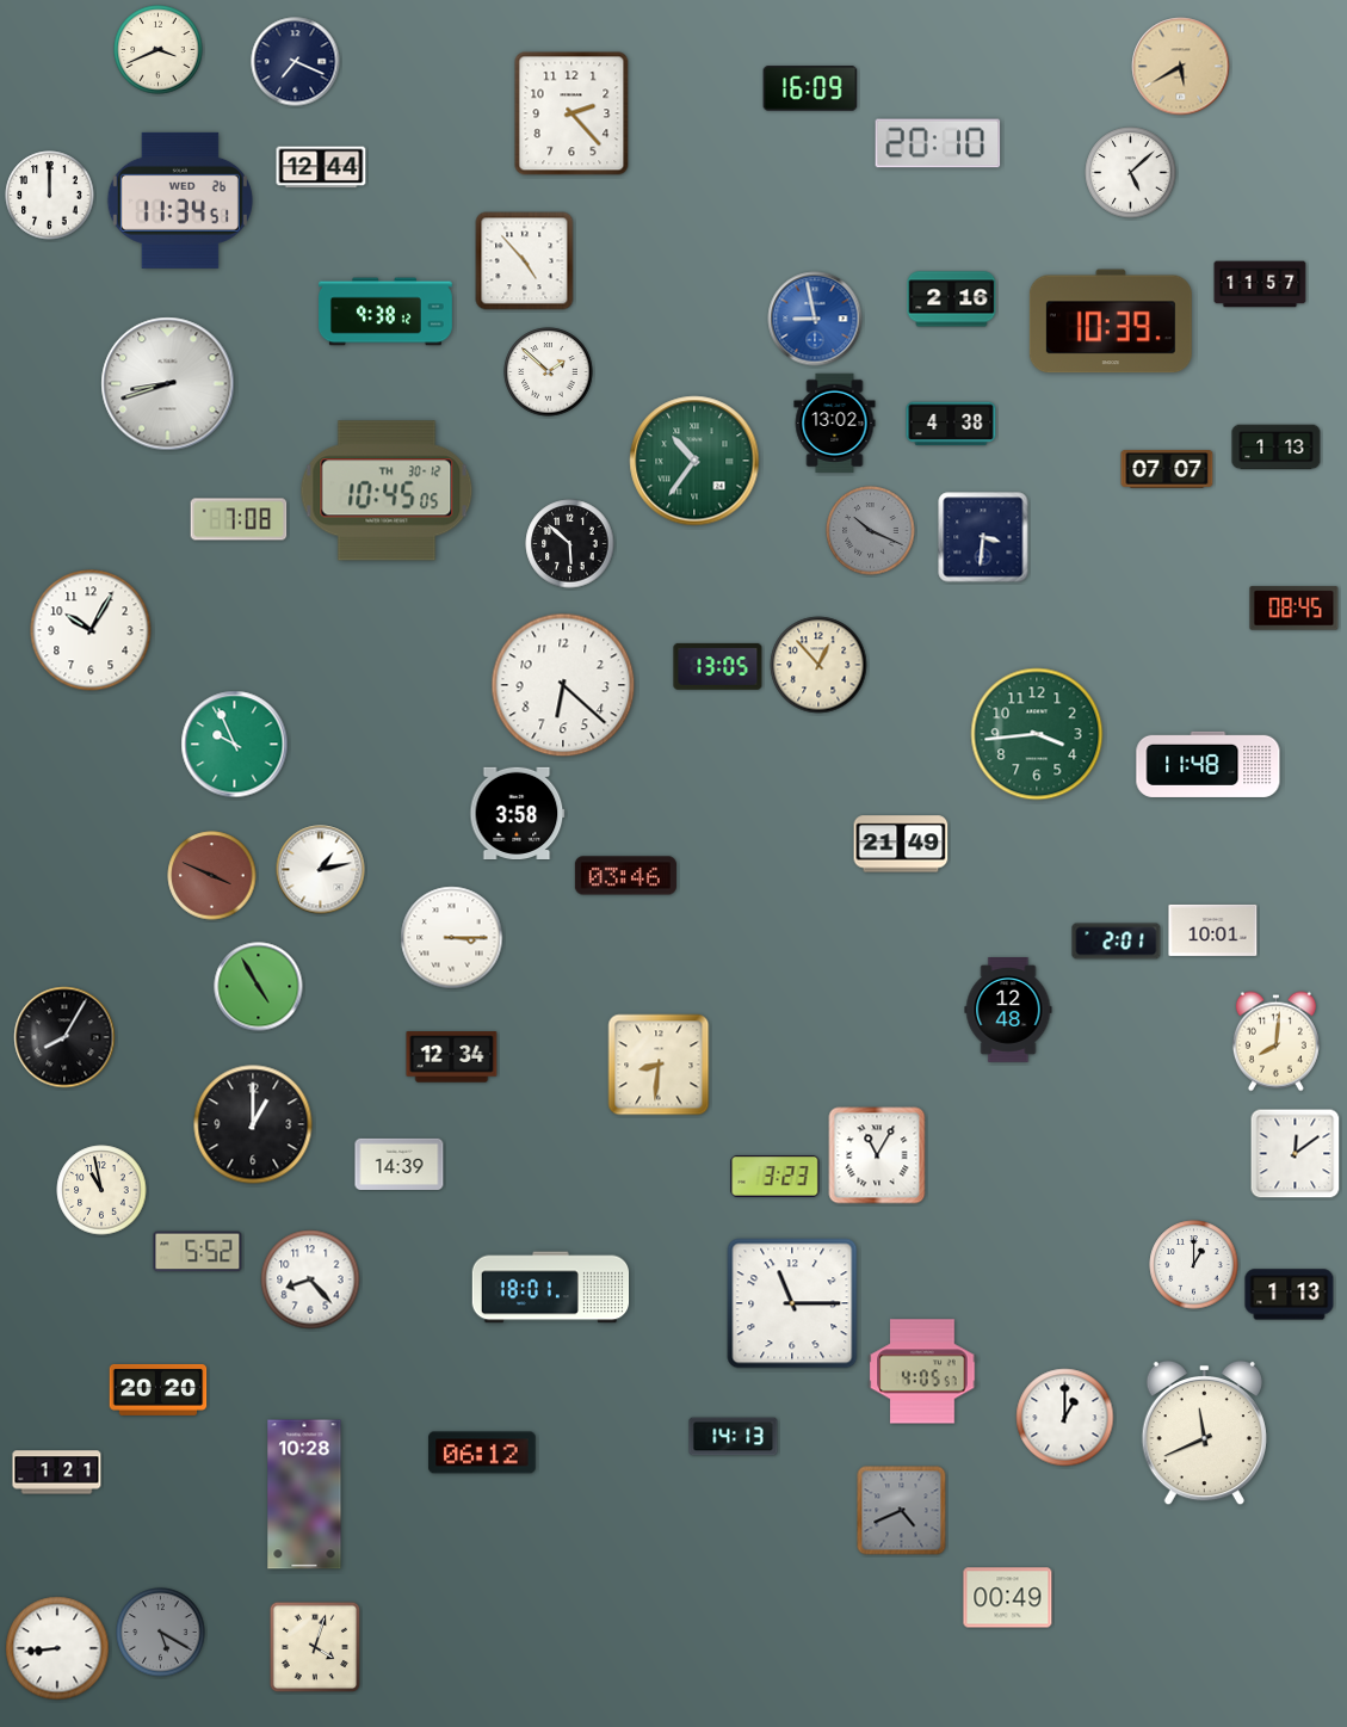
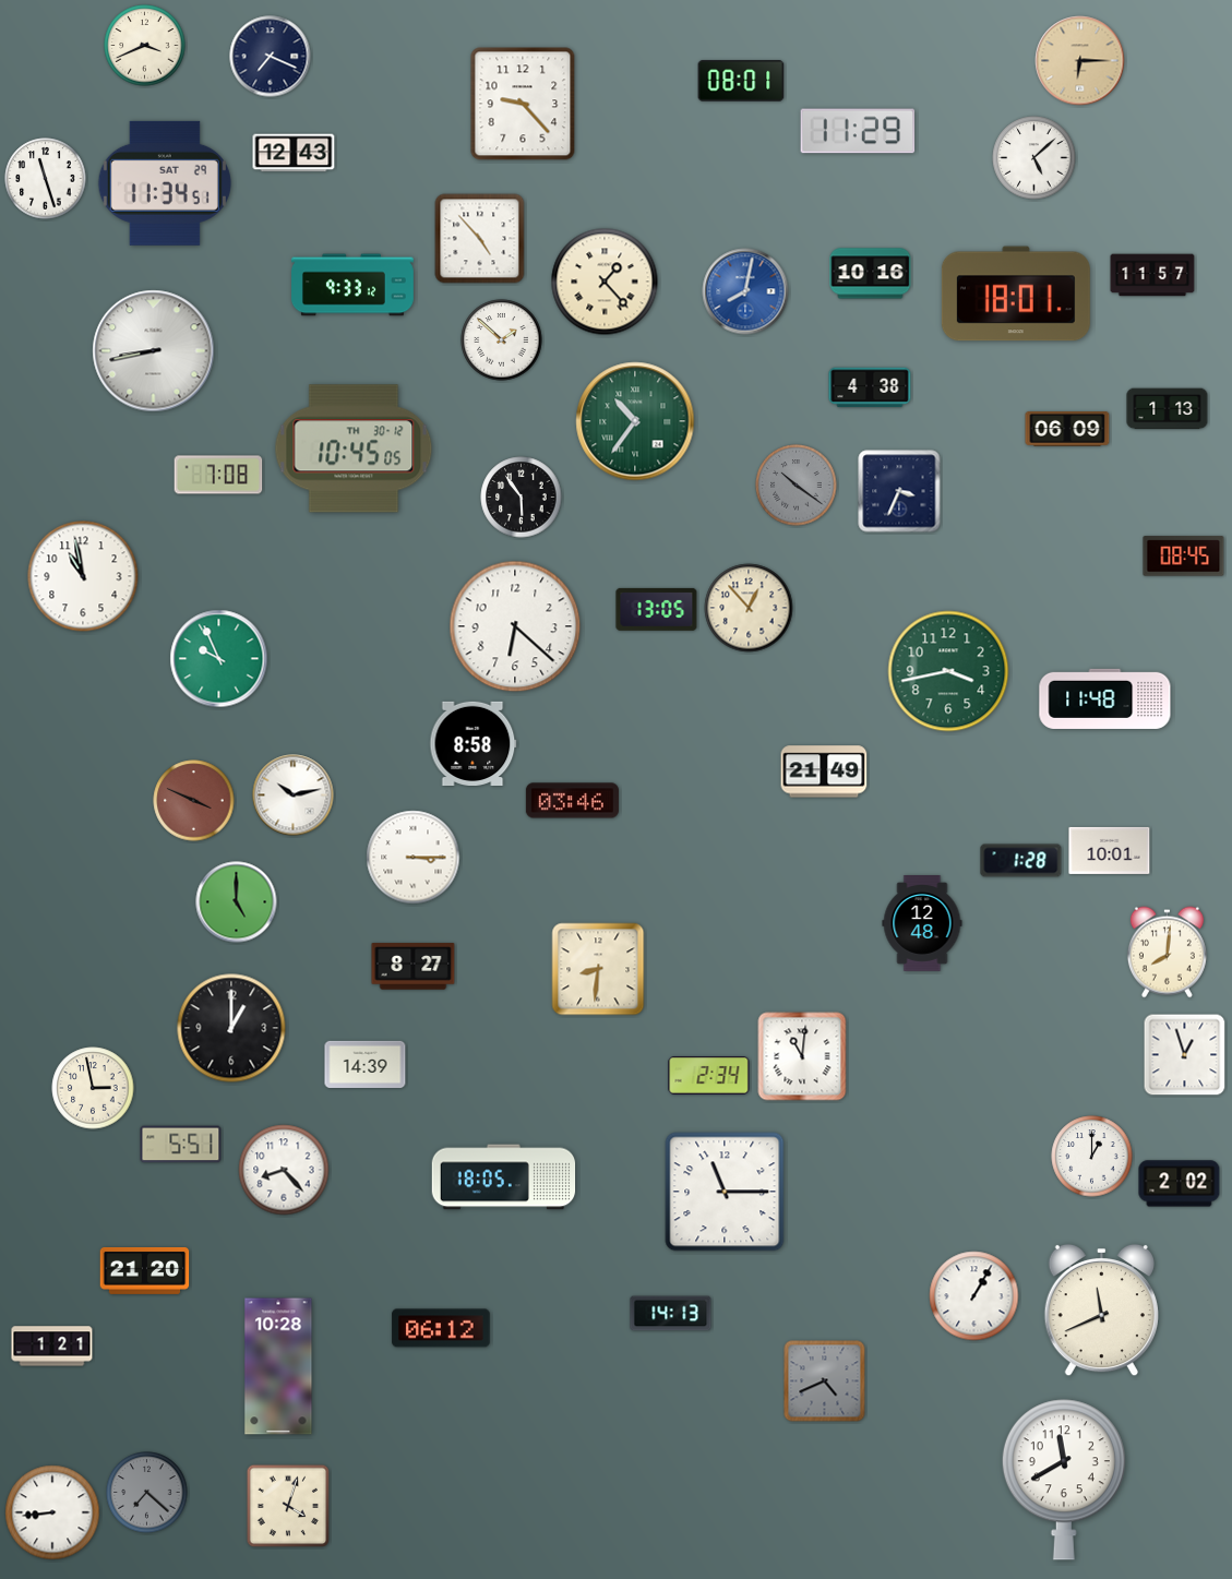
clock at (1181, 67): 5:40 -> 6:15
clock at (810, 88): 16:09 -> 08:01
clock at (571, 113): 2:23 -> 9:23
clock at (938, 143): 20:10 -> 11:29
clock at (321, 167): 12:44 -> 12:43
clock at (50, 196): 12:00 -> 11:27
clock at (180, 201) date: WED 26 -> SAT 29
clock at (1260, 284) position: (1260, 284) -> (1152, 275)
clock at (952, 300): 2:16 -> 10:16
clock at (605, 282): none -> 1:23
clock at (387, 312): 9:38 -> 9:33
clock at (815, 319): 8:58 -> 8:02
clock at (1111, 321): 10:39 -> 18:01
clock at (168, 384): 8:42 -> 8:43
clock at (835, 423): 13:02 -> none
clock at (1167, 470): 07:07 -> 06:09
clock at (871, 531): 10:19 -> 10:21
clock at (983, 537): 3:31 -> 3:34
clock at (570, 544): 5:52 -> 5:54
clock at (91, 630): 10:05 -> 10:58
clock at (1037, 734): 3:44 -> 3:43
clock at (235, 745) position: (235, 745) -> (219, 659)
clock at (518, 813): 3:58 -> 8:58
clock at (321, 870): 1:13 -> 10:13
clock at (1117, 942): 2:01 -> 1:28
clock at (259, 987): 4:55 -> 5:00
clock at (64, 1037): 8:05 -> none
clock at (452, 1057): 12:34 -> 8:27
clock at (659, 1065) position: (659, 1065) -> (598, 969)
clock at (1296, 1154): 12:09 -> 12:57
clock at (877, 1155): 11:05 -> 11:01
clock at (776, 1177): 3:23 -> 2:34
clock at (101, 1190): 10:58 -> 2:58
clock at (198, 1252): 5:52 -> 5:51
clock at (551, 1288): 18:01 -> 18:05
clock at (1290, 1295): 1:13 -> 2:02
clock at (922, 1371): 4:05 -> none
clock at (159, 1389): 20:20 -> 21:20
clock at (1065, 1418): 1:00 -> 1:05
clock at (1008, 1598): 00:49 -> none
clock at (1064, 1480): none -> 11:40
clock at (161, 1633): 5:20 -> 7:22
clock at (57, 1648) position: (57, 1648) -> (52, 1512)
